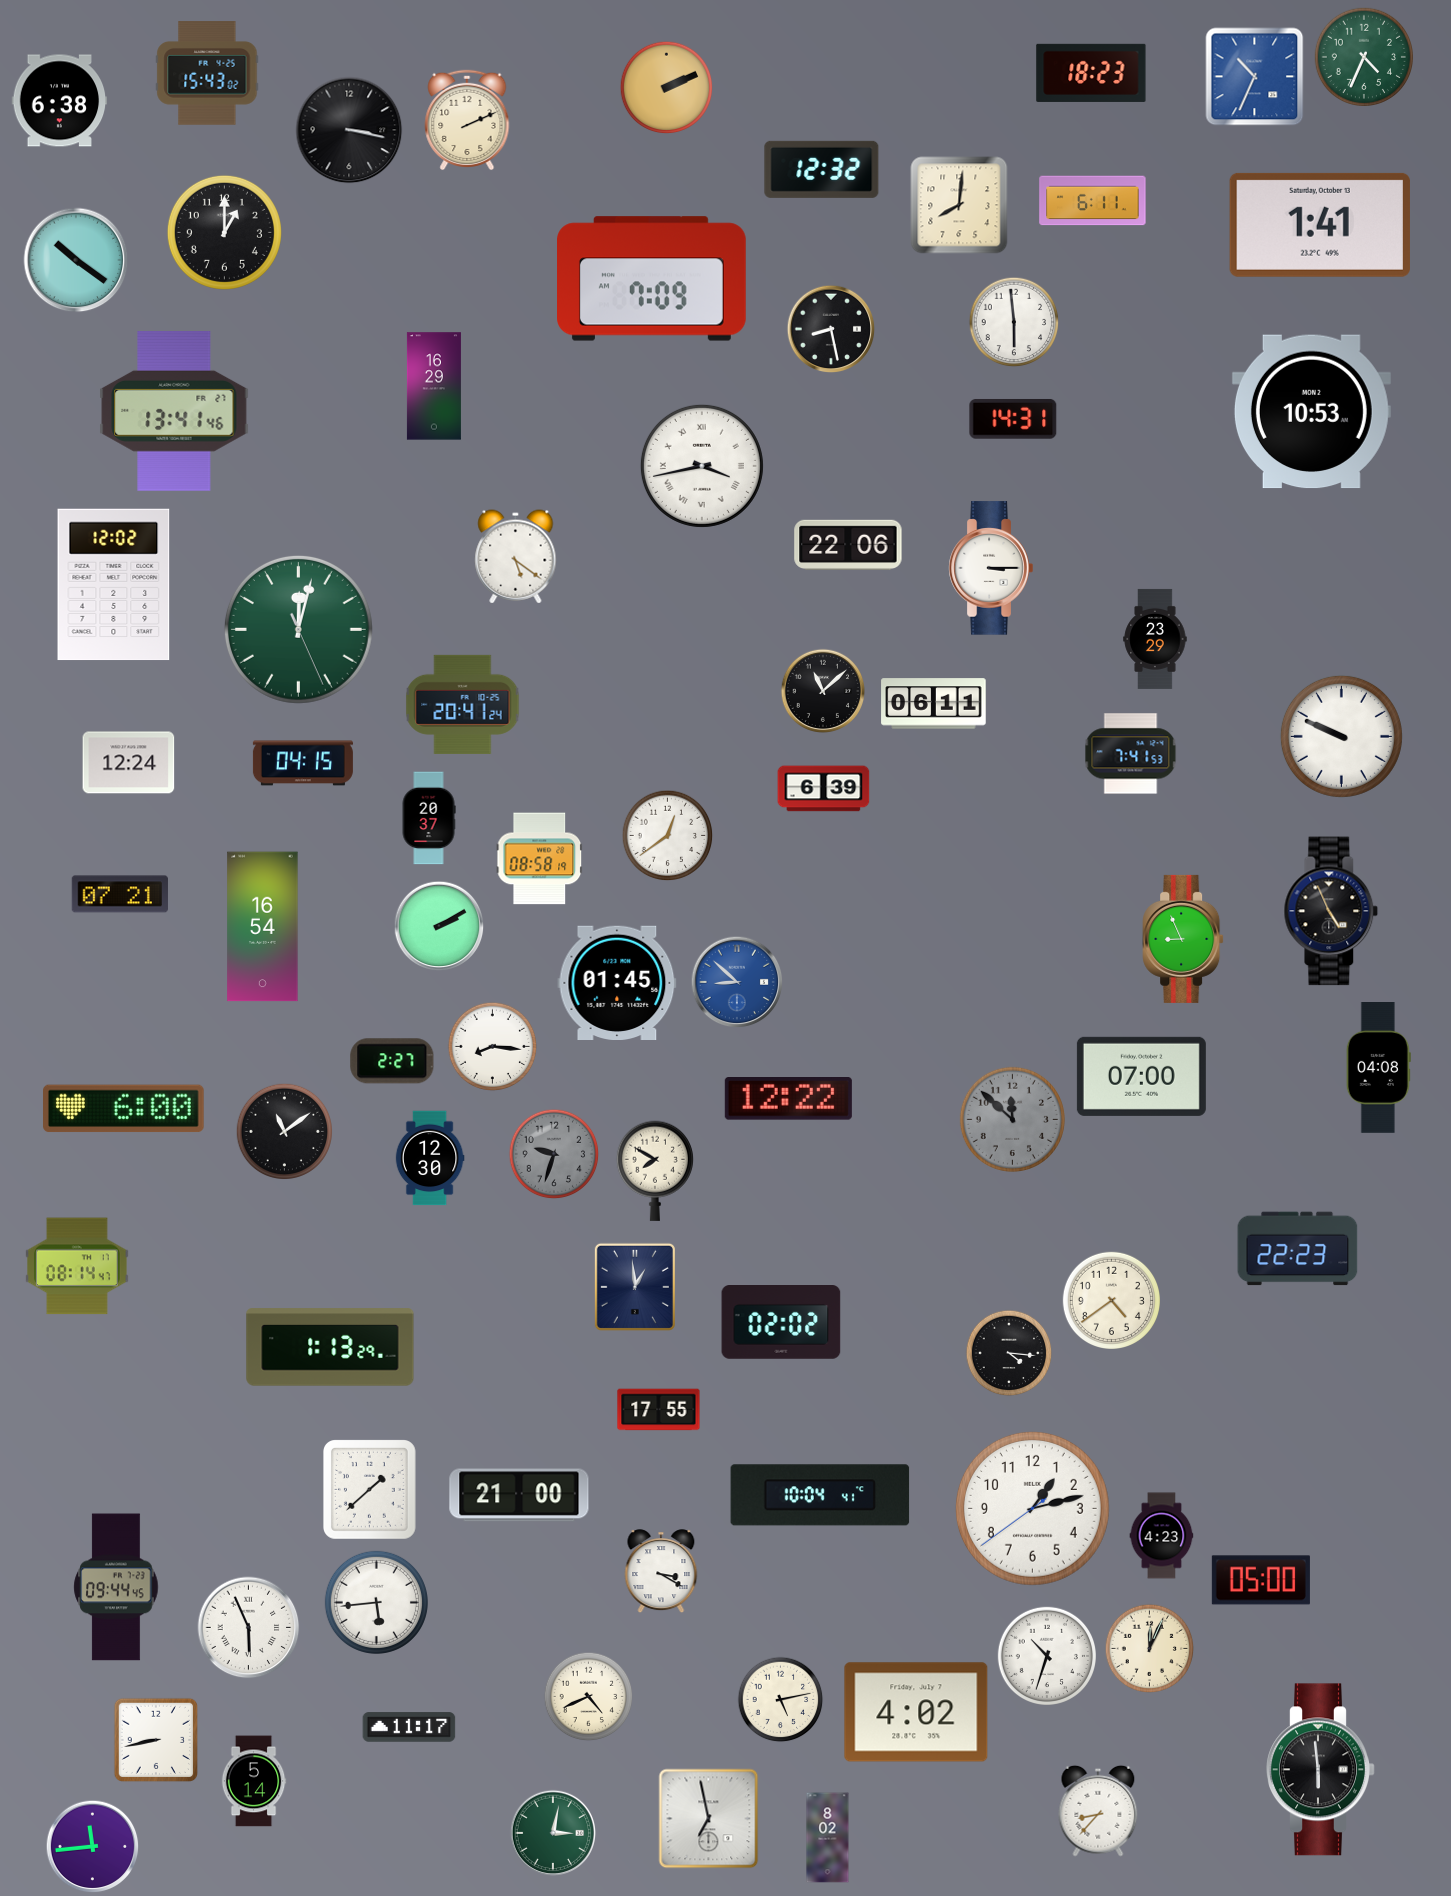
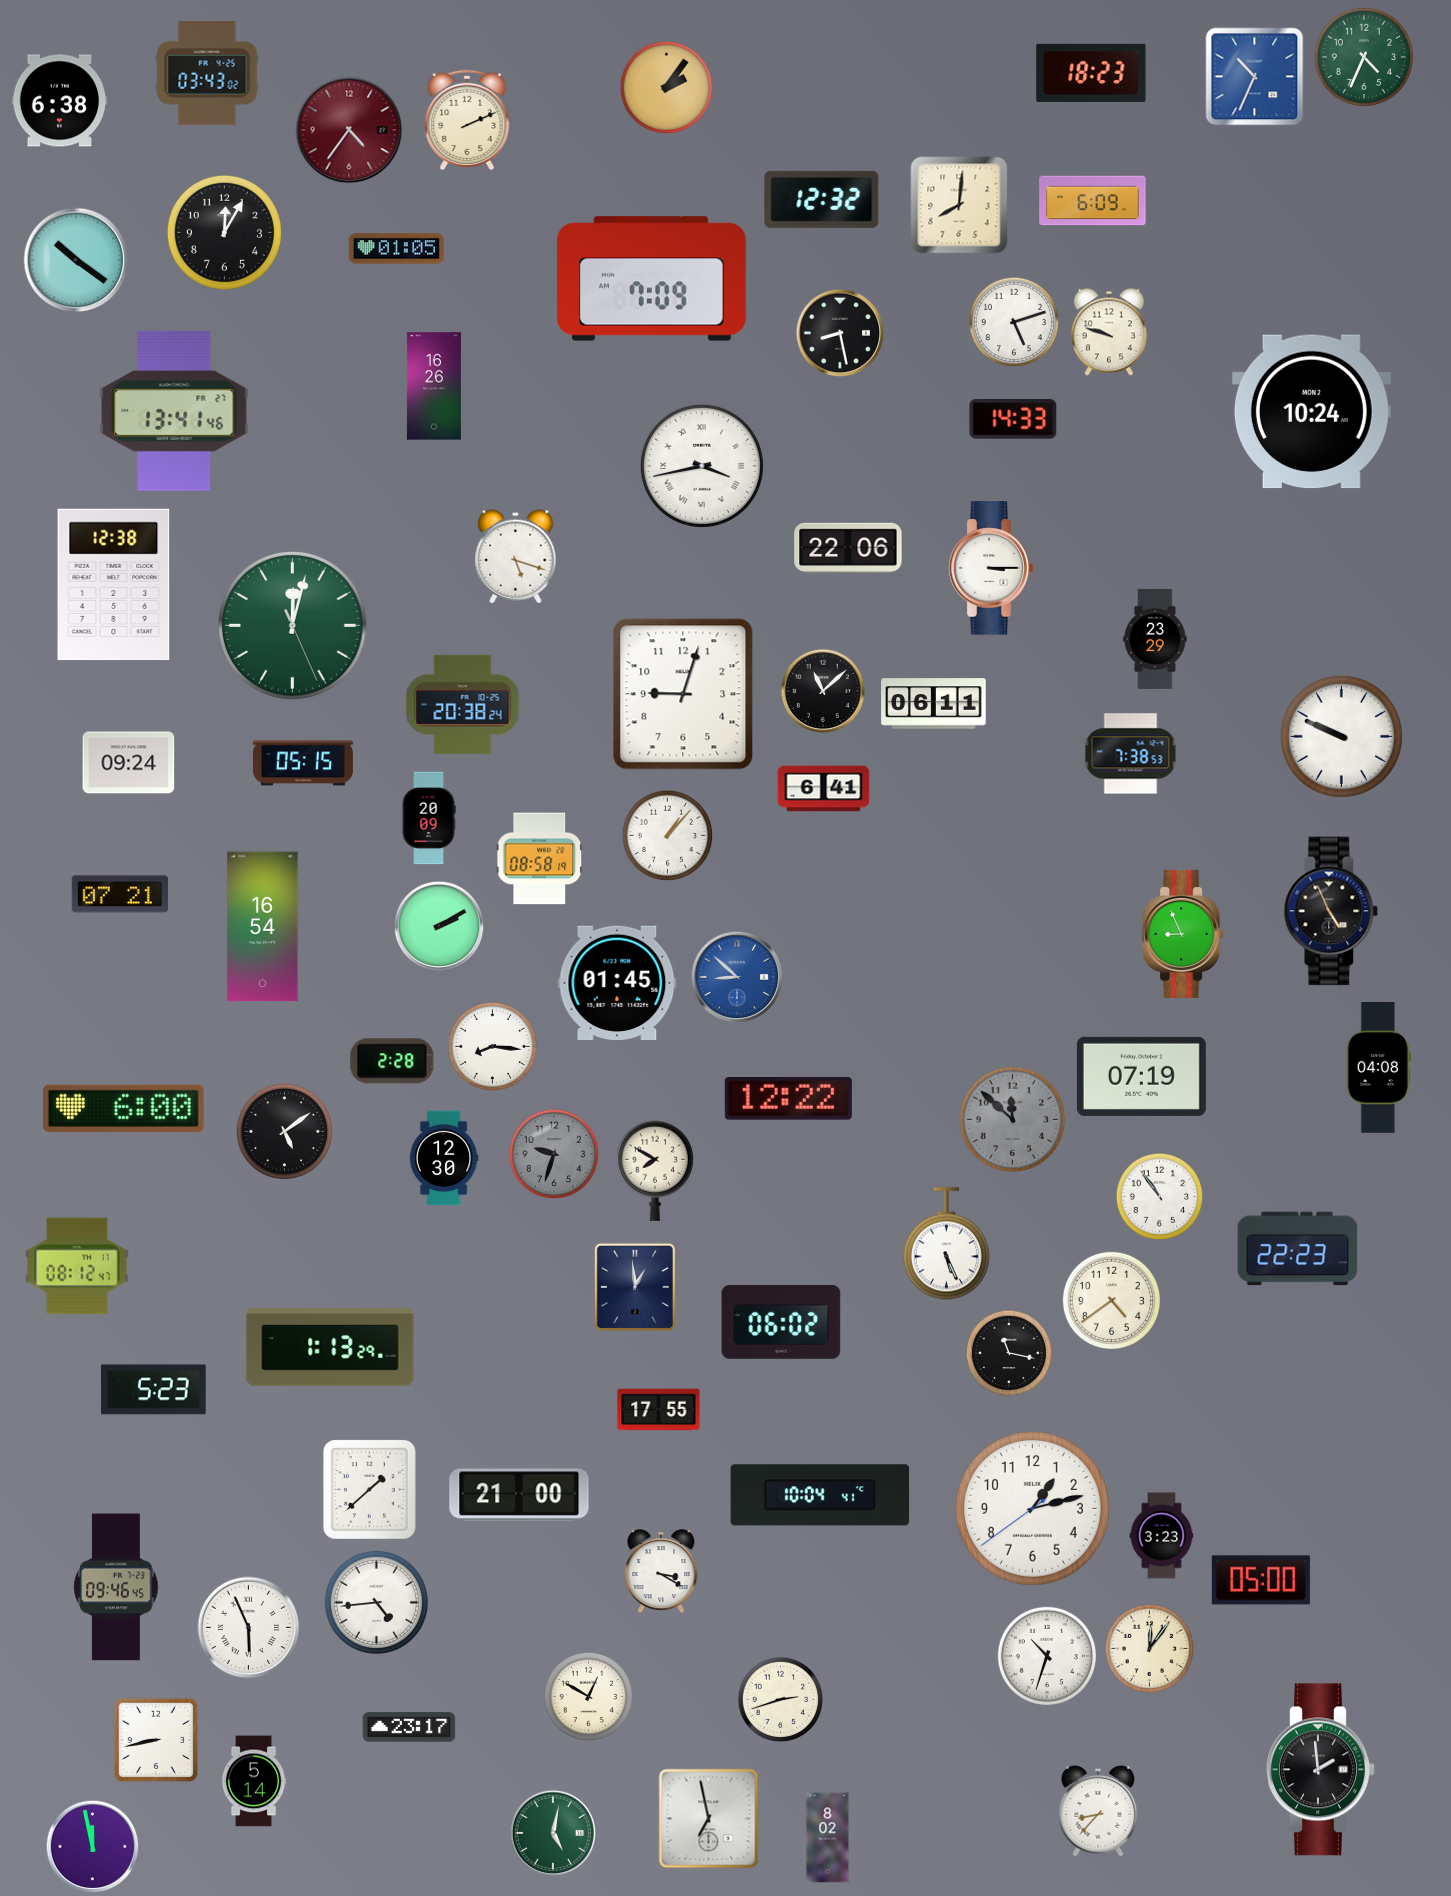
clock at (207, 73): 15:43 -> 03:43
clock at (667, 88): 2:11 -> 2:06
clock at (349, 130): 3:17 -> 4:36
clock at (349, 130) dial: black -> burgundy
clock at (822, 169) position: (822, 169) -> (822, 199)
clock at (1093, 201): 6:11 -> 6:09
clock at (1320, 225): 1:41 -> none
clock at (224, 232): 1:00 -> 12:05
clock at (397, 249): none -> 01:05
clock at (1014, 322): 5:59 -> 5:12
clock at (831, 329) position: (831, 329) -> (840, 333)
clock at (1109, 332): none -> 9:48
clock at (434, 386): 16:29 -> 16:26
clock at (1311, 412): 10:53 -> 10:24
clock at (1013, 419): 14:31 -> 14:33
clock at (848, 544) position: (848, 544) -> (848, 547)
clock at (516, 557): 5:21 -> 5:18
clock at (114, 585): 12:02 -> 12:38
clock at (298, 629) position: (298, 629) -> (292, 625)
clock at (683, 694): none -> 9:03
clock at (463, 704): 20:41 -> 20:38
clock at (1131, 754): 7:41 -> 7:38
clock at (129, 763): 12:24 -> 09:24
clock at (303, 763): 04:15 -> 05:15
clock at (824, 789): 6:39 -> 6:41
clock at (429, 818): 20:37 -> 20:09
clock at (668, 836): 12:39 -> 1:07
clock at (1183, 939) position: (1183, 939) -> (1183, 934)
clock at (737, 982) position: (737, 982) -> (737, 977)
clock at (392, 1061): 2:27 -> 2:28
clock at (1141, 1076): 07:00 -> 07:19
clock at (284, 1131): 11:09 -> 5:09
clock at (430, 1158) position: (430, 1158) -> (444, 1158)
clock at (1160, 1197): none -> 10:54
clock at (946, 1244): none -> 5:26
clock at (78, 1266): 08:14 -> 08:12
clock at (781, 1323): 02:02 -> 06:02
clock at (1009, 1353): 4:16 -> 11:17
clock at (154, 1390): none -> 5:23
clock at (1162, 1536): 4:23 -> 3:23
clock at (116, 1587): 09:44 -> 09:46
clock at (376, 1602): 5:44 -> 4:44
clock at (1150, 1649): 12:04 -> 12:06
clock at (589, 1697): 4:41 -> 12:50
clock at (781, 1700): 5:13 -> 2:42
clock at (916, 1712): 4:02 -> none
clock at (409, 1727): 11:17 -> 23:17
clock at (1321, 1770): 5:59 -> 1:59
clock at (553, 1833): 3:02 -> 5:02
clock at (93, 1847): 11:44 -> 11:58
